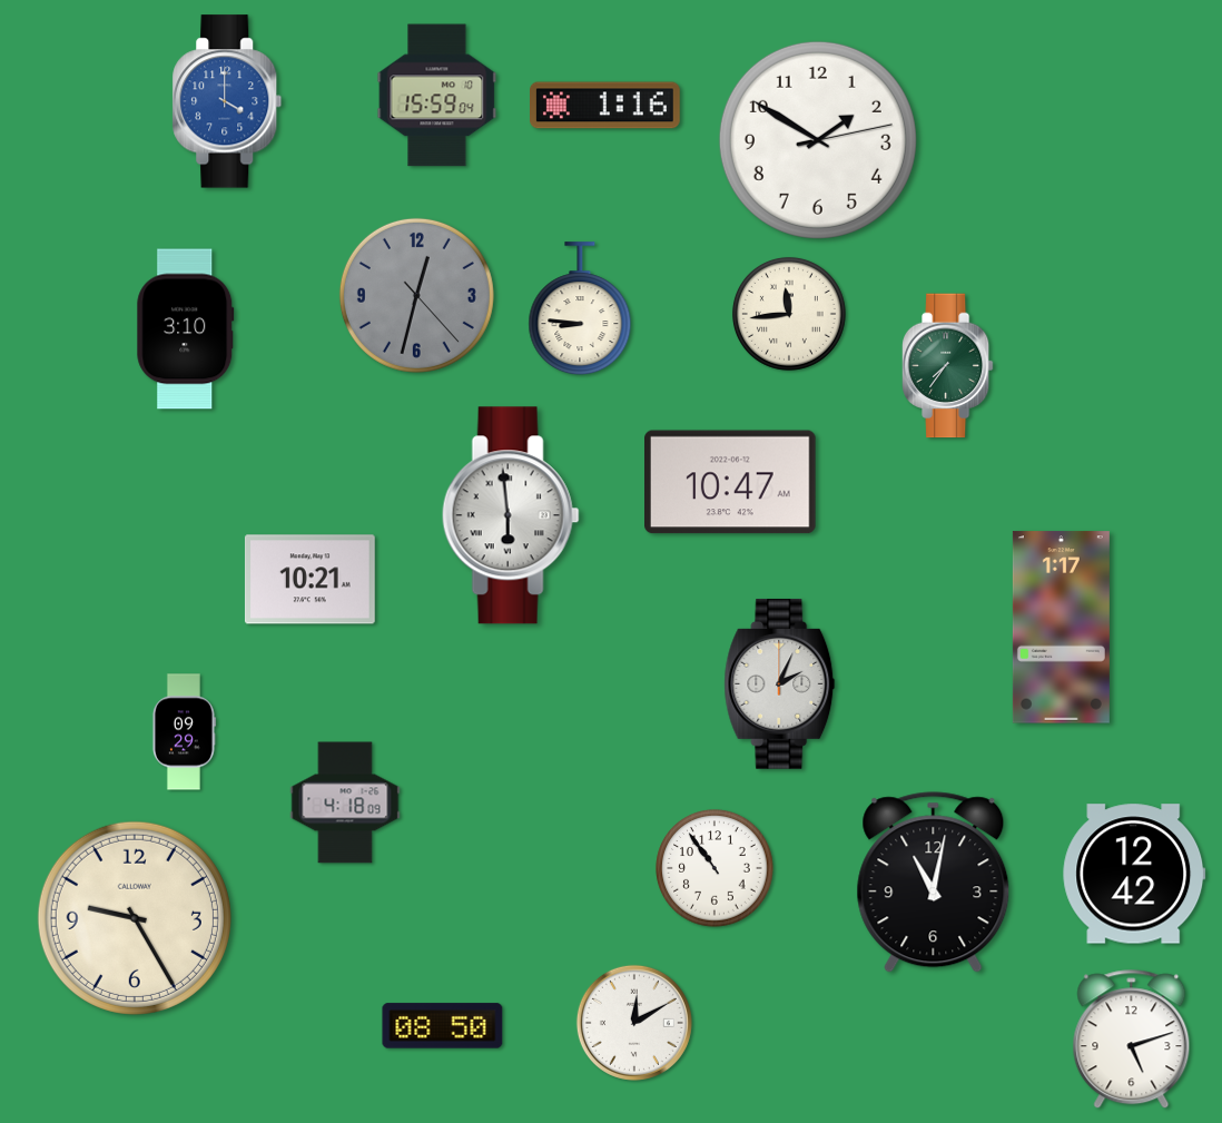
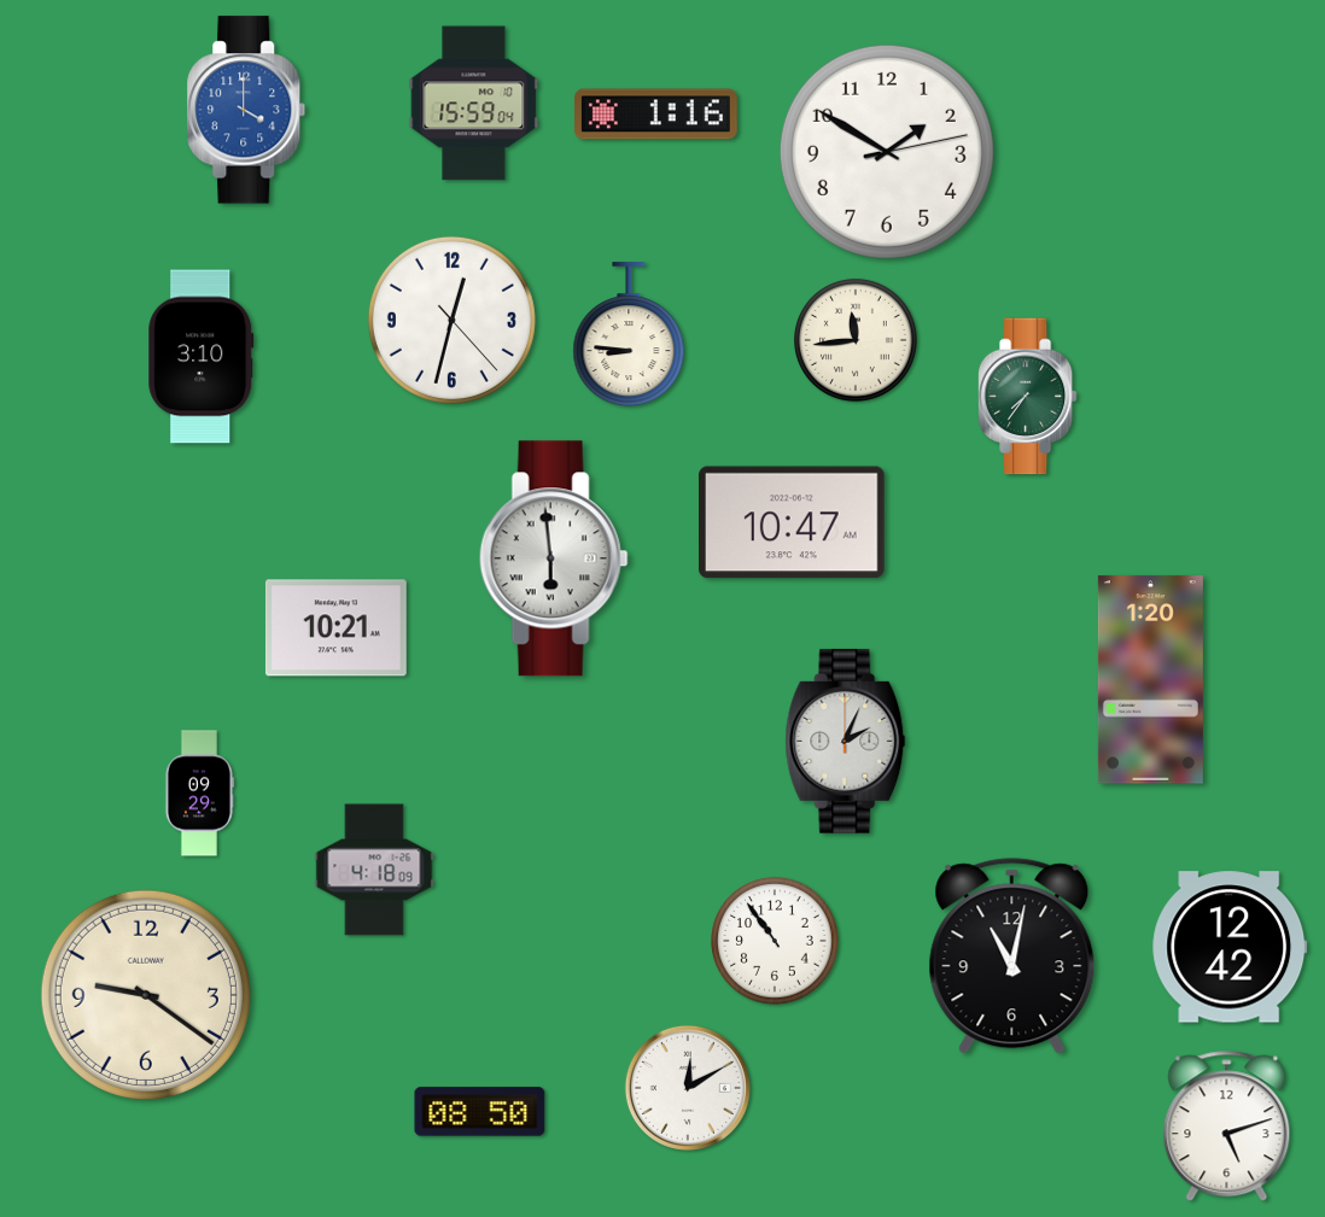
clock at (416, 295) dial: grey -> white
clock at (1061, 628): 1:17 -> 1:20
clock at (135, 918): 9:25 -> 9:21
clock at (634, 1023) position: (634, 1023) -> (688, 1088)
